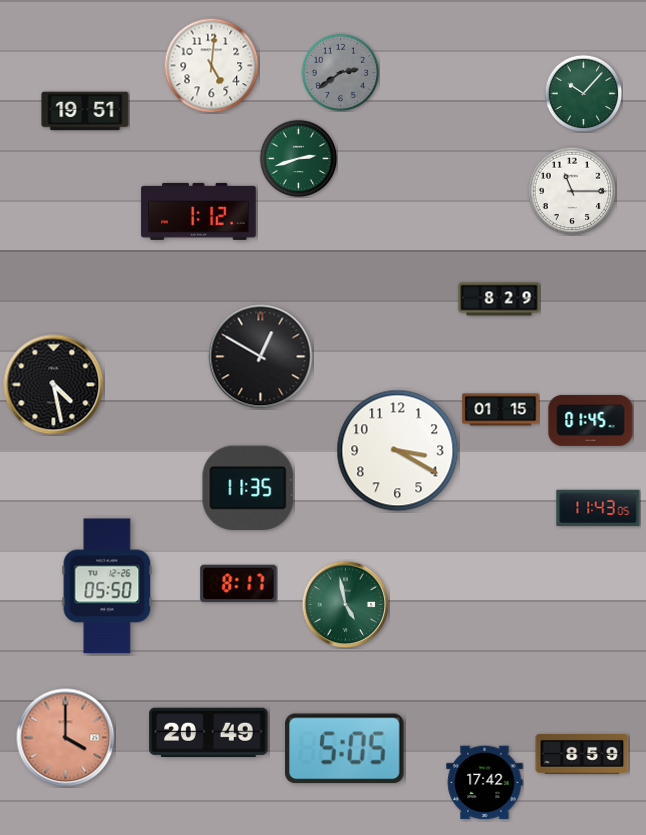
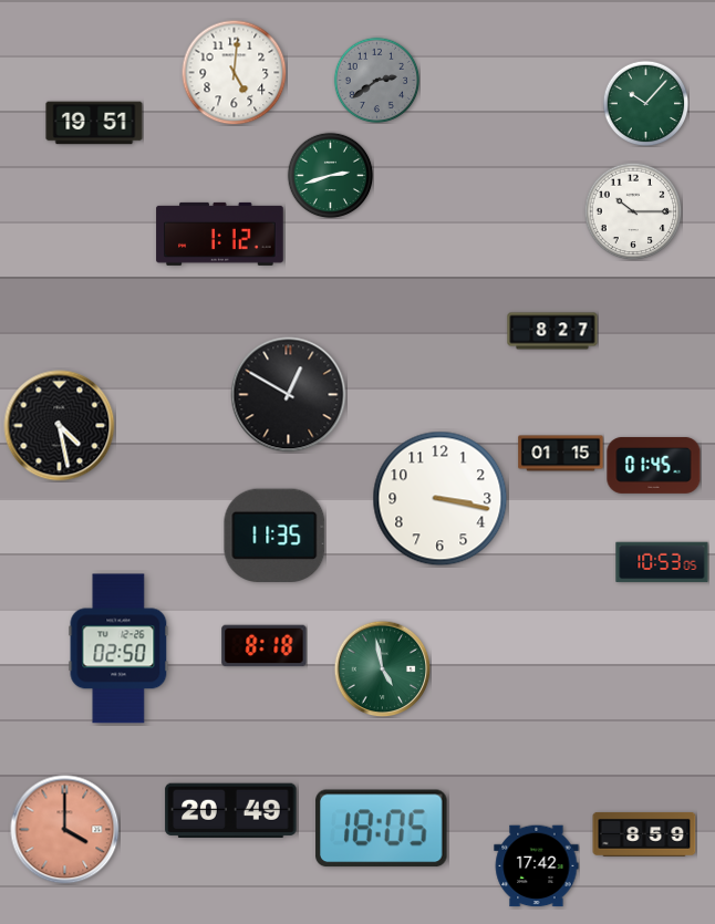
clock at (572, 191): 11:15 -> 10:15
clock at (499, 299): 8:29 -> 8:27
clock at (501, 410) position: (501, 410) -> (561, 454)
clock at (398, 451): 3:20 -> 3:17
clock at (248, 487) position: (248, 487) -> (274, 534)
clock at (598, 508): 11:43 -> 10:53
clock at (239, 584): 8:17 -> 8:18
clock at (107, 586): 05:50 -> 02:50
clock at (66, 738) position: (66, 738) -> (65, 830)
clock at (345, 749): 5:05 -> 18:05
